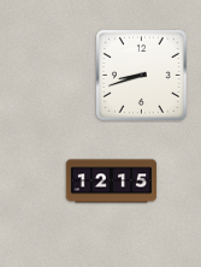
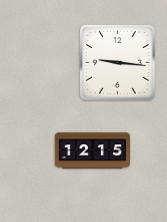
clock at (142, 76): 8:42 -> 9:16
